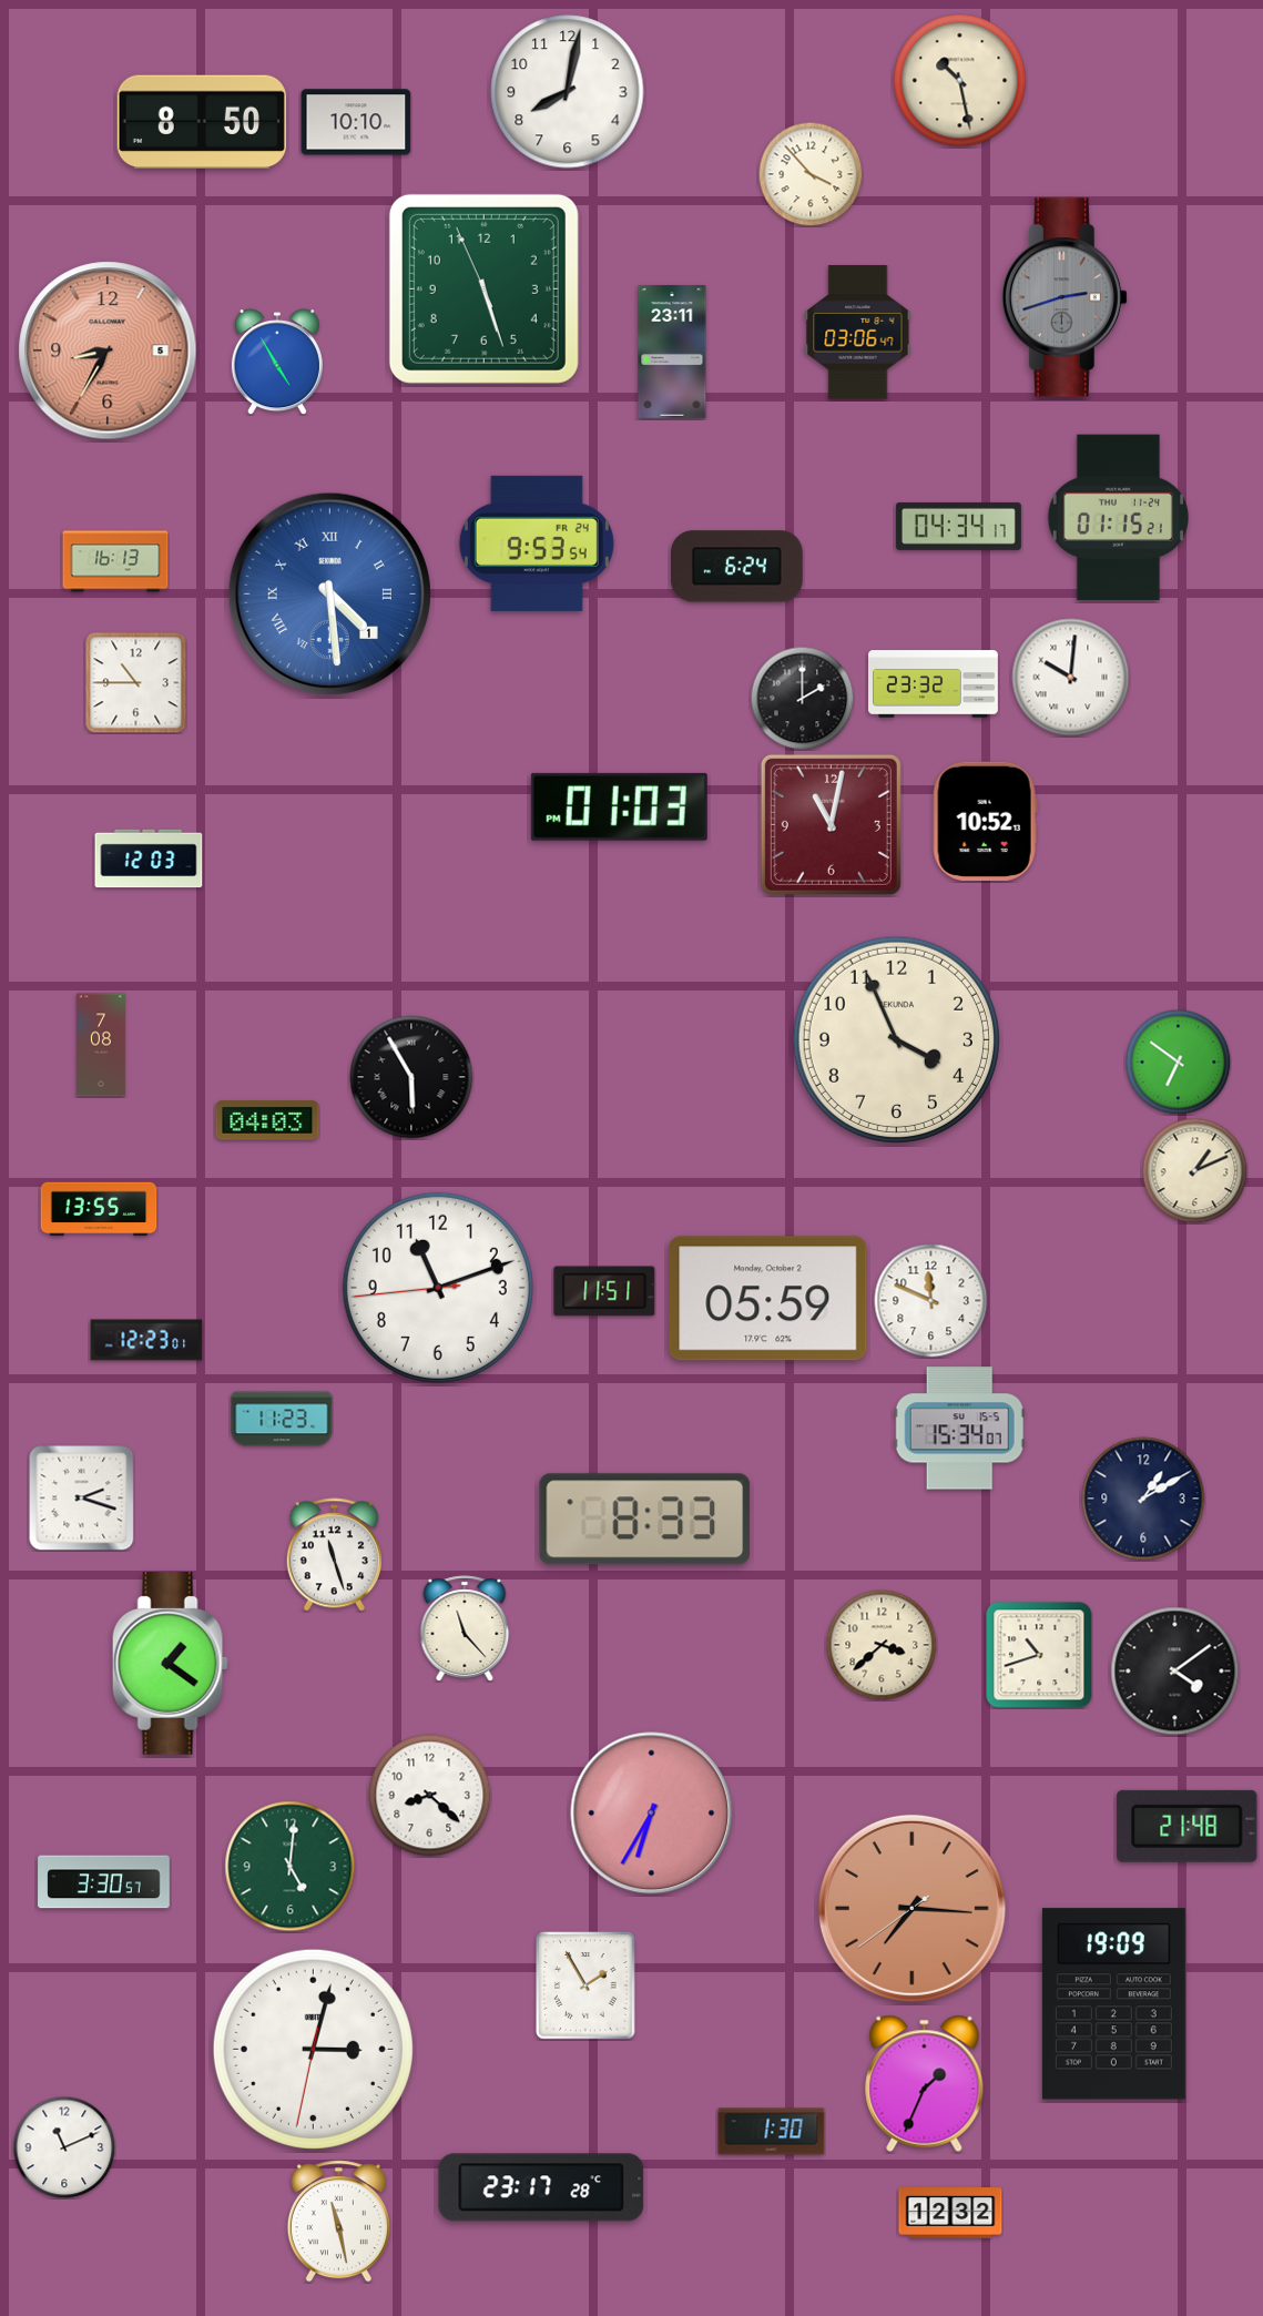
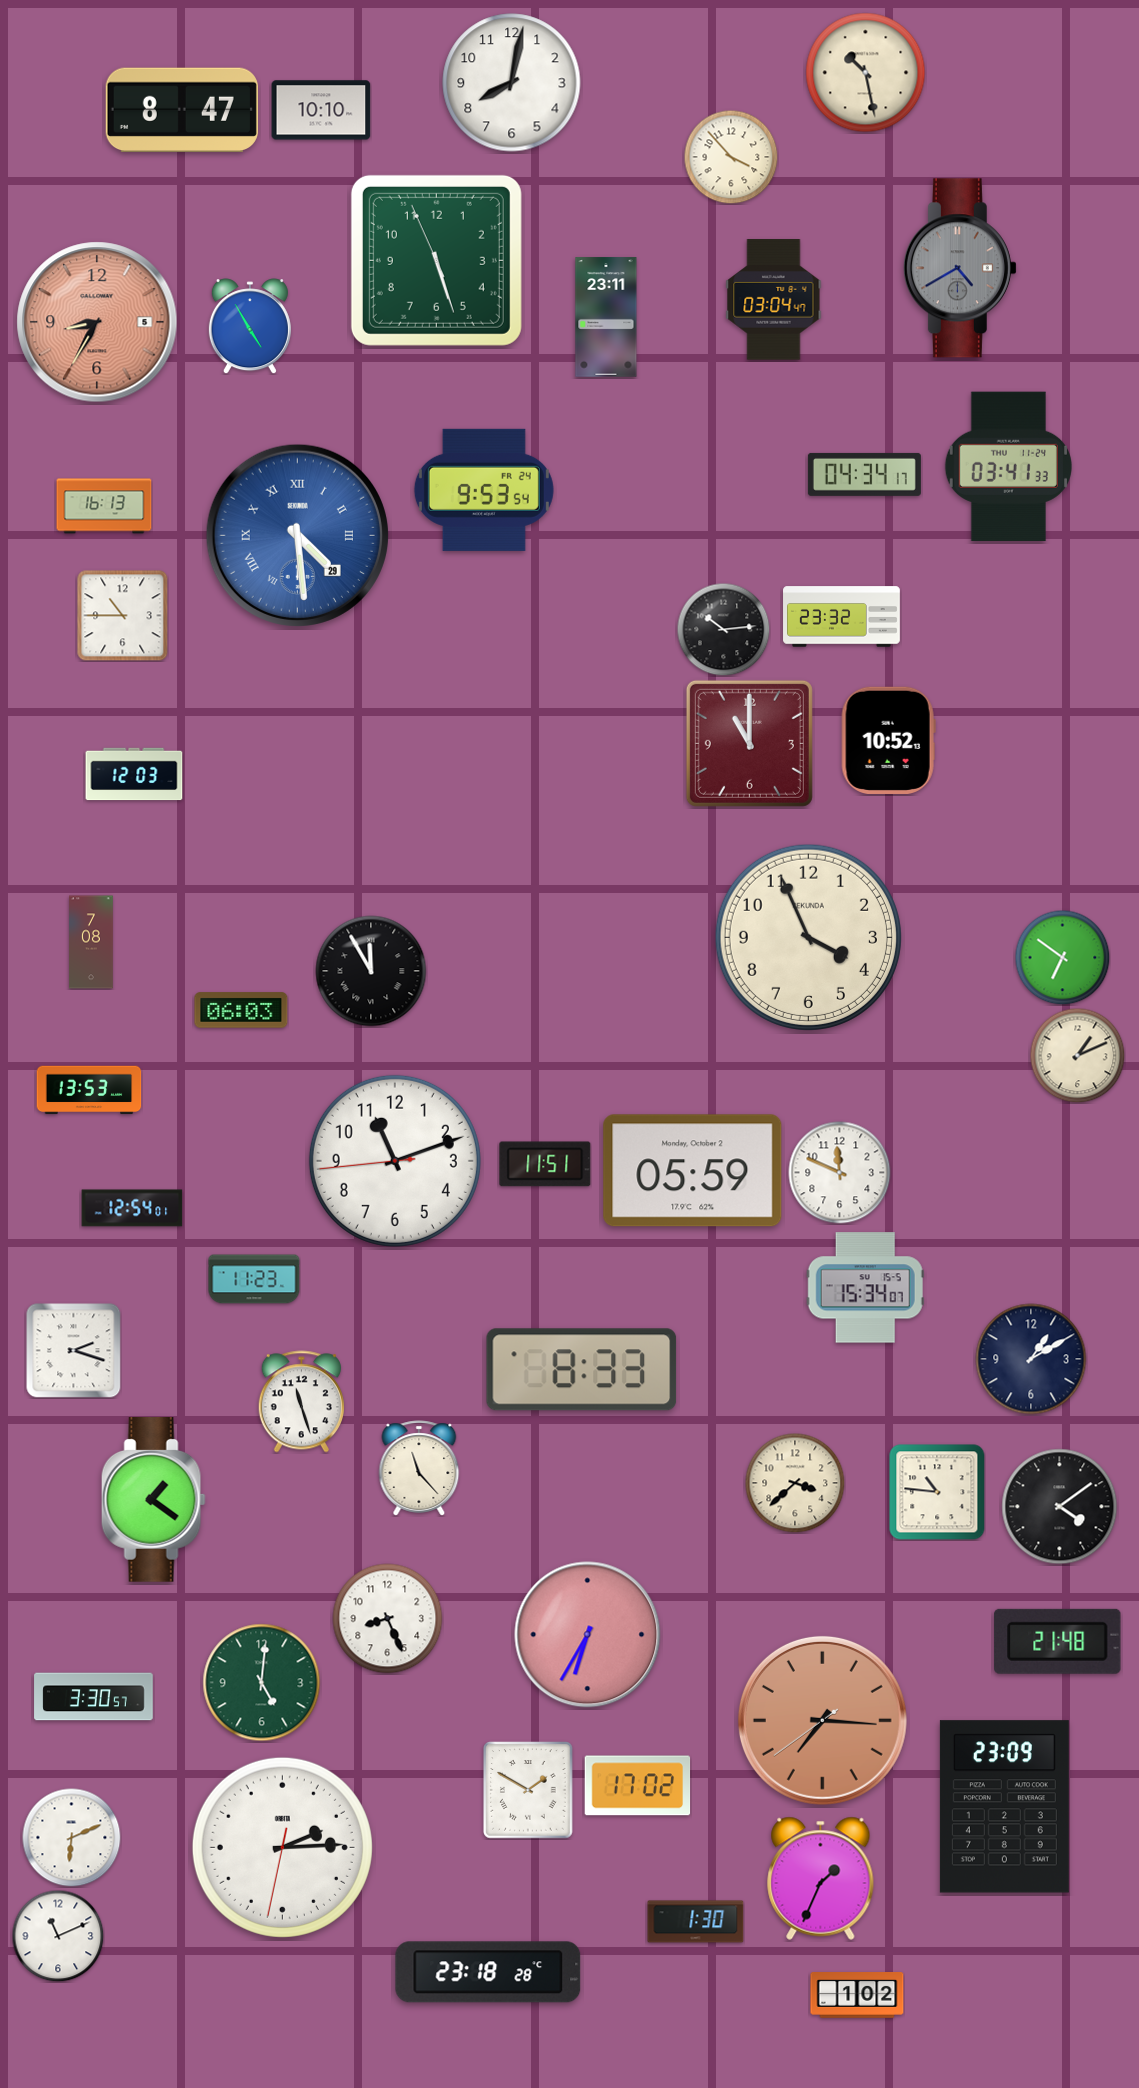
clock at (202, 122): 8:50 -> 8:47
clock at (1065, 297): 2:42 -> 4:40
clock at (858, 333): 03:06 -> 03:04
clock at (108, 351) position: (108, 351) -> (97, 322)
clock at (1118, 518): 01:15 -> 03:41
clock at (737, 567): 6:24 -> none
clock at (329, 593) date: 1 -> 29
clock at (1071, 678): 10:01 -> none
clock at (802, 698): 2:00 -> 10:14
clock at (619, 806): 01:03 -> none
clock at (831, 824): 11:02 -> 11:00
clock at (411, 1077): 5:55 -> 11:55
clock at (267, 1120): 04:03 -> 06:03
clock at (99, 1209): 13:55 -> 13:53
clock at (146, 1340): 12:23 -> 12:54
clock at (1143, 1499) position: (1143, 1499) -> (1031, 1359)
clock at (1039, 1655): 10:42 -> 10:46
clock at (430, 1796): 8:22 -> 8:26
clock at (1188, 1826) position: (1188, 1826) -> (1058, 1641)
clock at (638, 1786): none -> 17:02
clock at (585, 1985): 1:55 -> 1:50
clock at (1113, 2004): 19:09 -> 23:09
clock at (72, 1838): none -> 6:11
clock at (313, 2049): 3:02 -> 2:14
clock at (925, 2083) position: (925, 2083) -> (821, 1878)
clock at (541, 2187): 23:17 -> 23:18
clock at (950, 2214): 12:32 -> 1:02
clock at (338, 2222): 11:28 -> none
